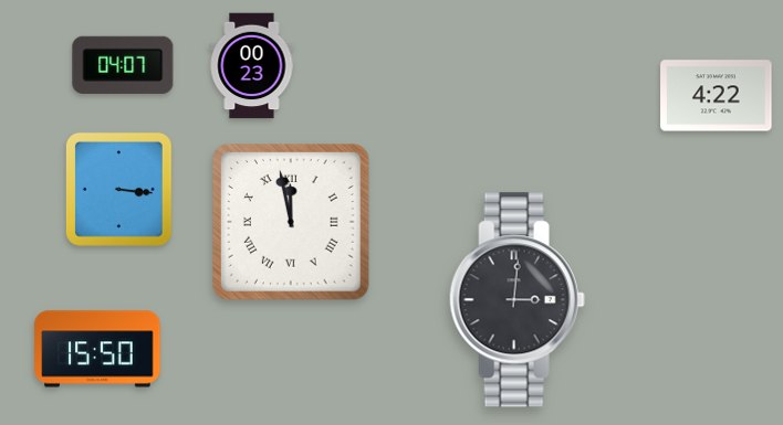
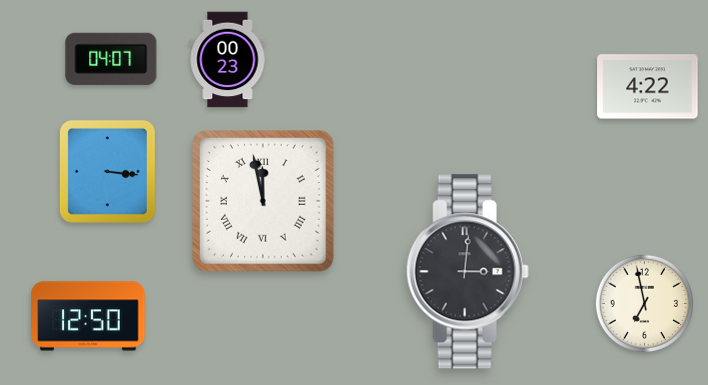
clock at (644, 303): none -> 6:58
clock at (97, 349): 15:50 -> 12:50
